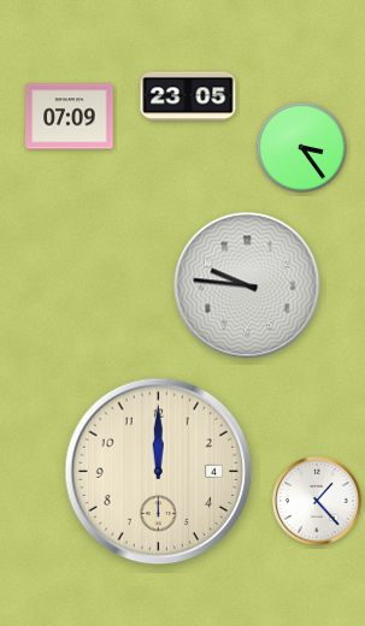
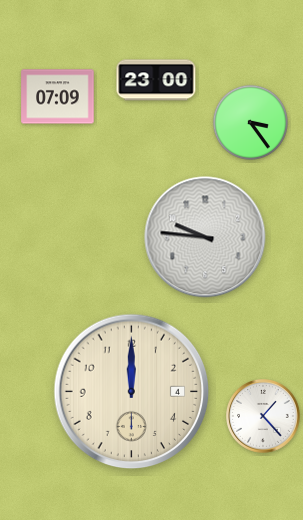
clock at (188, 96): 23:05 -> 23:00
